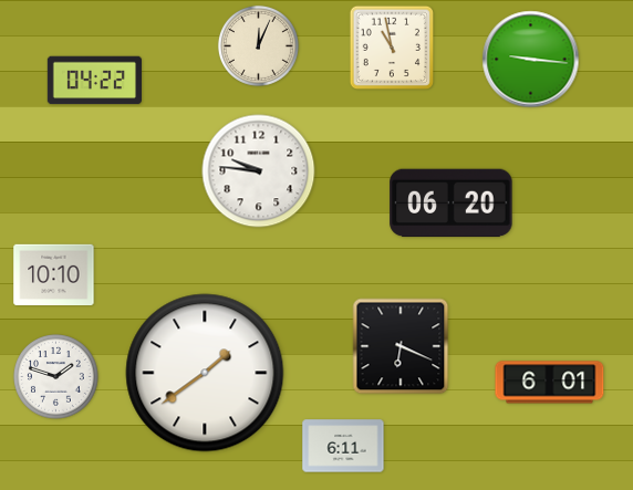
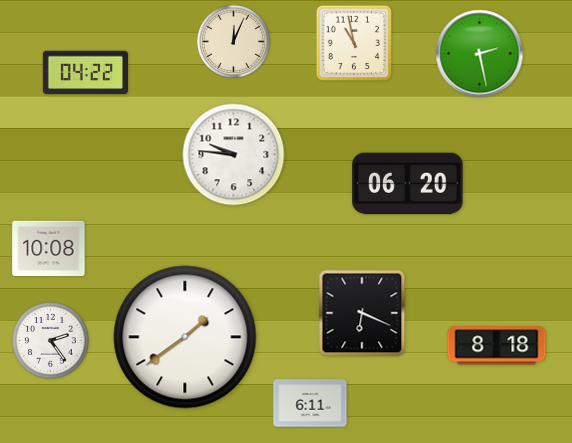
clock at (531, 60): 9:16 -> 2:28
clock at (54, 274): 10:10 -> 10:08
clock at (56, 377): 1:48 -> 2:24
clock at (550, 383): 6:01 -> 8:18
